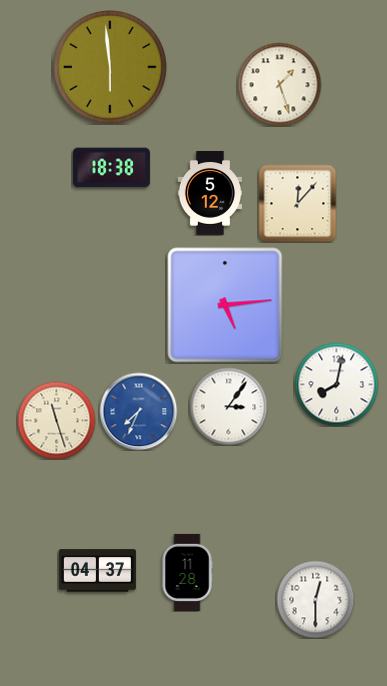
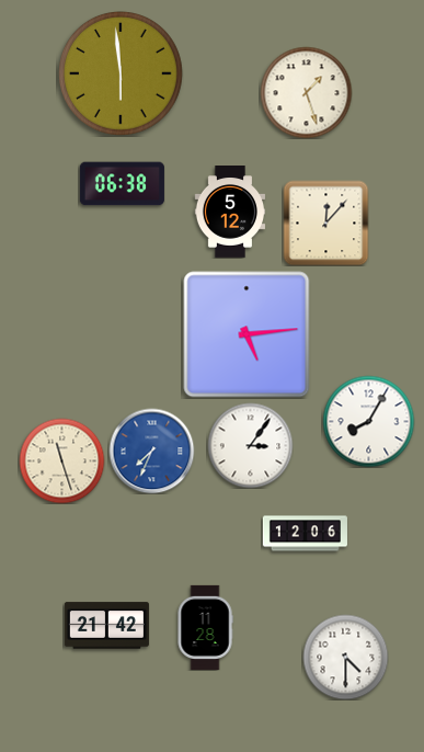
clock at (111, 168): 18:38 -> 06:38
clock at (336, 384): 8:02 -> 8:05
clock at (305, 534): none -> 12:06
clock at (97, 571): 04:37 -> 21:42
clock at (315, 599): 12:30 -> 4:30
